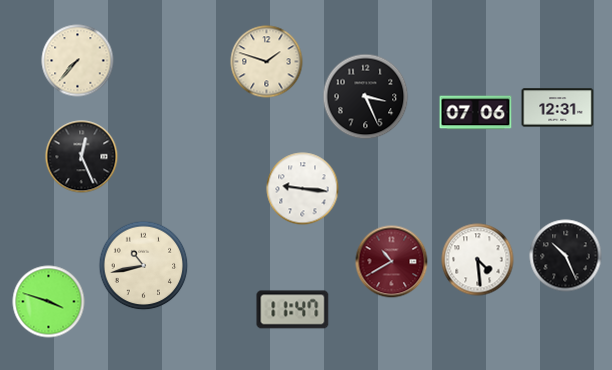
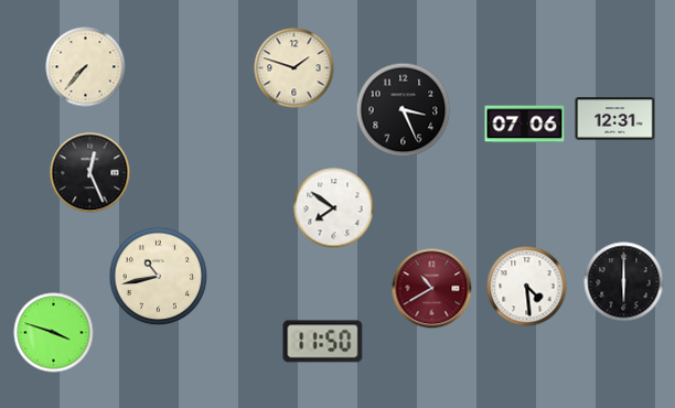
clock at (366, 97) position: (366, 97) -> (404, 110)
clock at (303, 189): 9:16 -> 7:51
clock at (566, 256): 10:26 -> 6:00
clock at (144, 266) position: (144, 266) -> (159, 277)
clock at (293, 310): 11:47 -> 11:50
